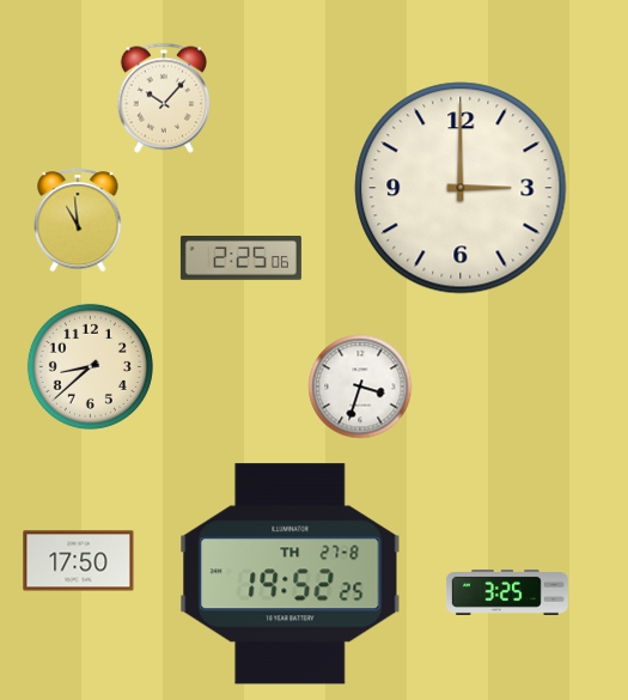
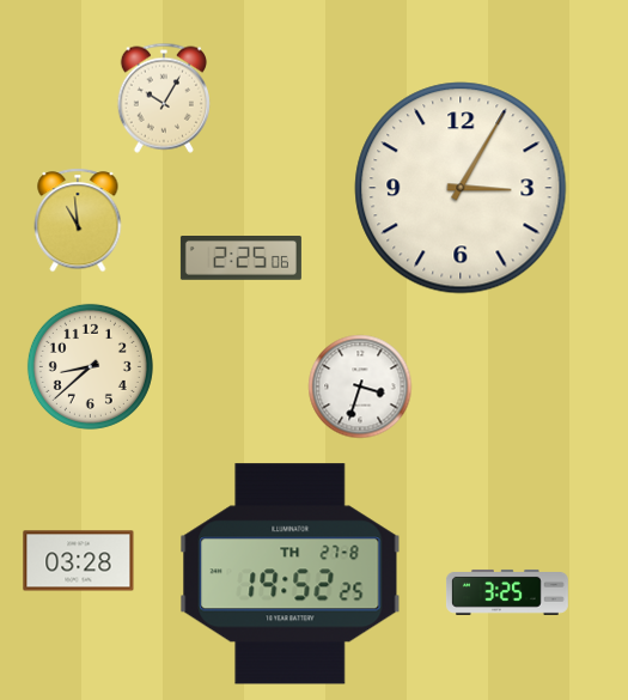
clock at (164, 98): 10:07 -> 10:05
clock at (461, 188): 3:00 -> 3:05
clock at (79, 561): 17:50 -> 03:28
